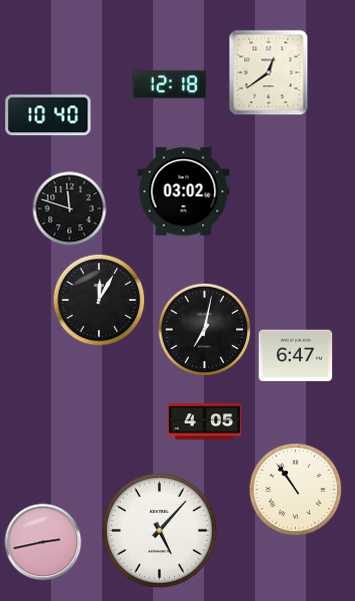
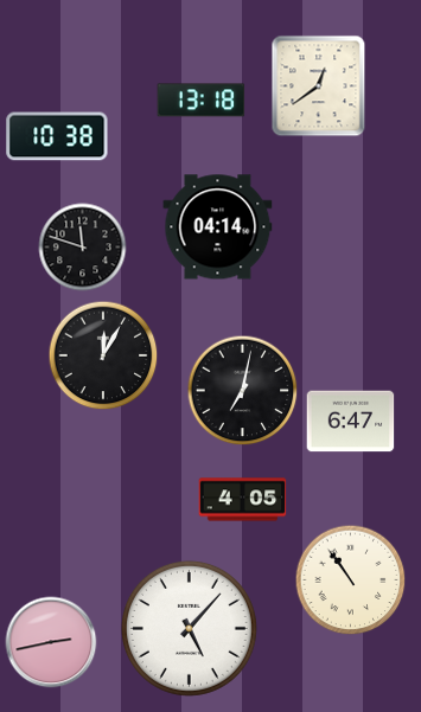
clock at (170, 85): 12:18 -> 13:18
clock at (48, 115): 10:40 -> 10:38
clock at (184, 192): 03:02 -> 04:14
clock at (99, 300) position: (99, 300) -> (103, 355)
